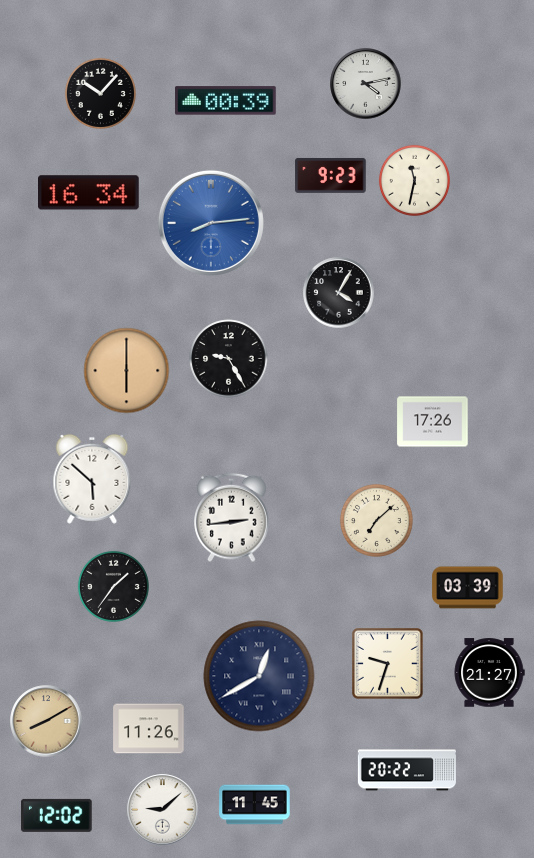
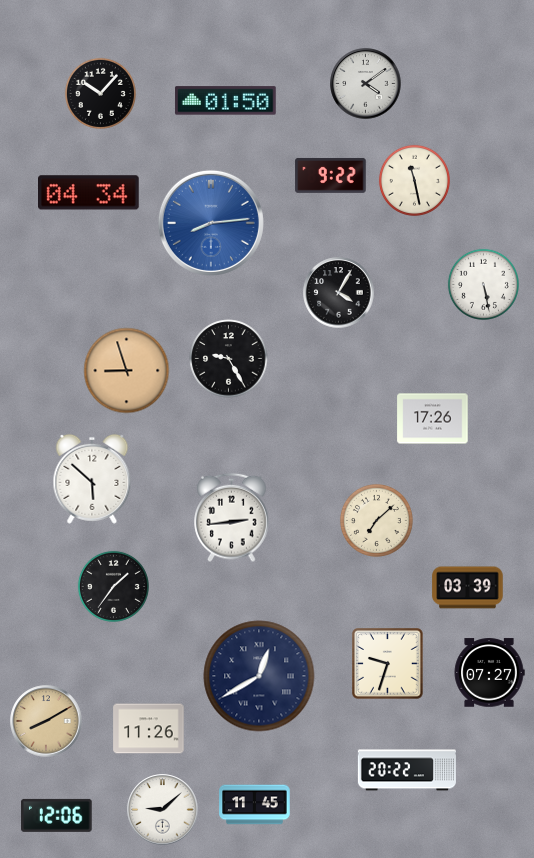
clock at (366, 84): 4:13 -> 4:09
clock at (226, 101): 00:39 -> 01:50
clock at (331, 175): 9:23 -> 9:22
clock at (414, 180): 11:32 -> 11:28
clock at (89, 193): 16:34 -> 04:34
clock at (483, 284): none -> 5:28
clock at (127, 371): 6:00 -> 8:57
clock at (433, 422) position: (433, 422) -> (433, 419)
clock at (489, 673): 21:27 -> 07:27
clock at (57, 815): 12:02 -> 12:06
